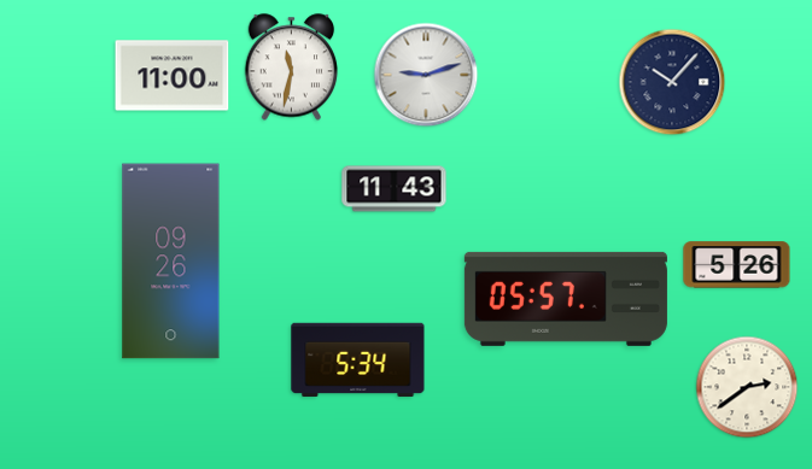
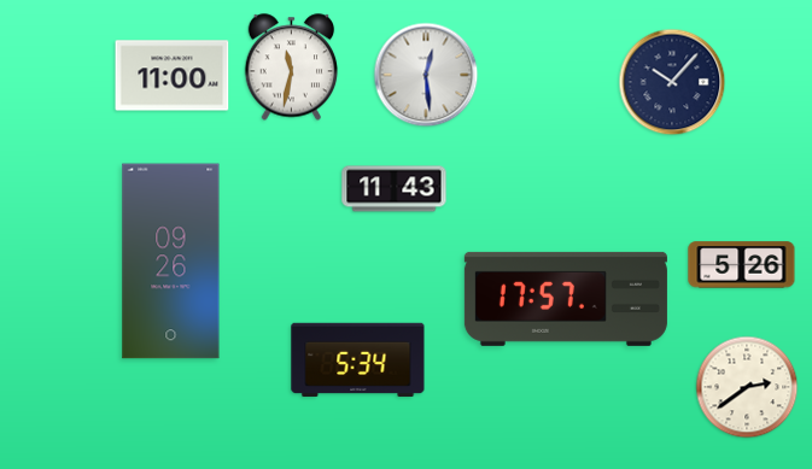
clock at (426, 75): 9:12 -> 12:29
clock at (737, 265) position: (737, 265) -> (742, 265)
clock at (566, 299): 05:57 -> 17:57
